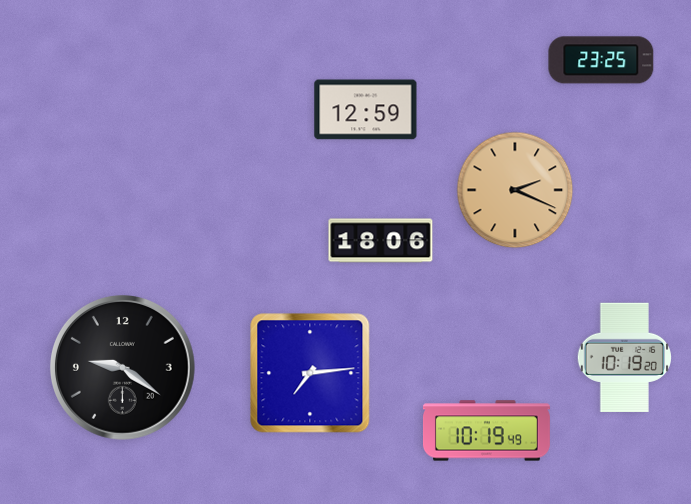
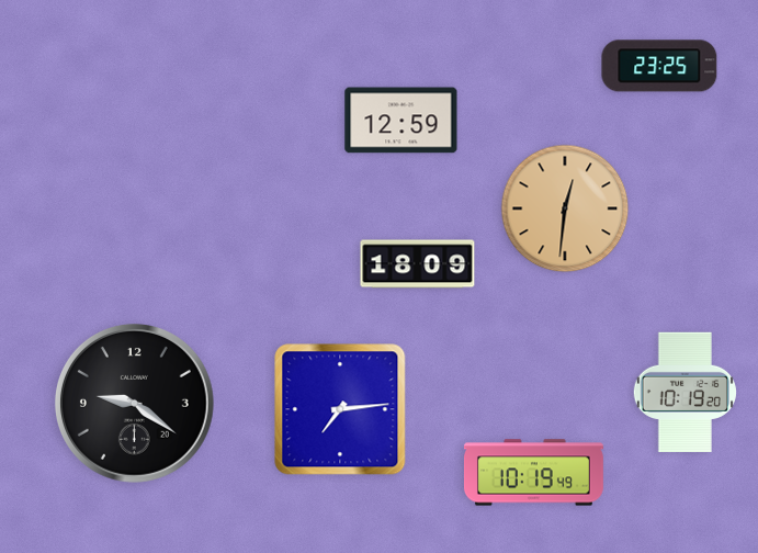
clock at (515, 190): 2:19 -> 12:31
clock at (381, 241): 18:06 -> 18:09
